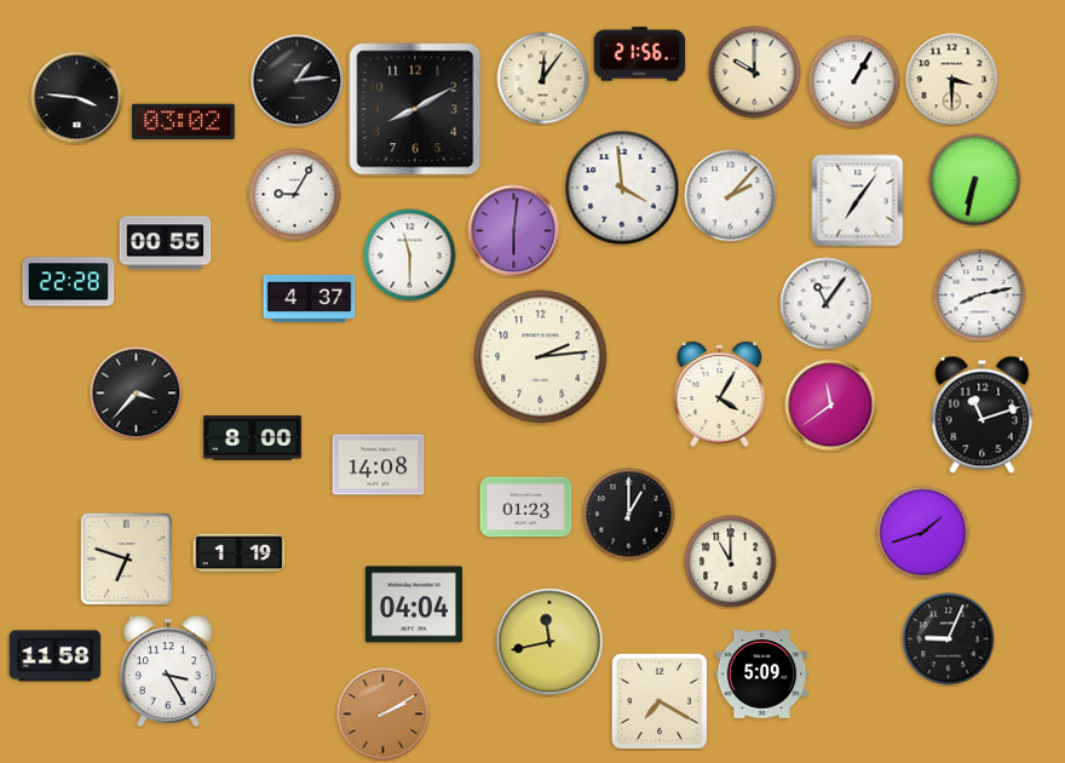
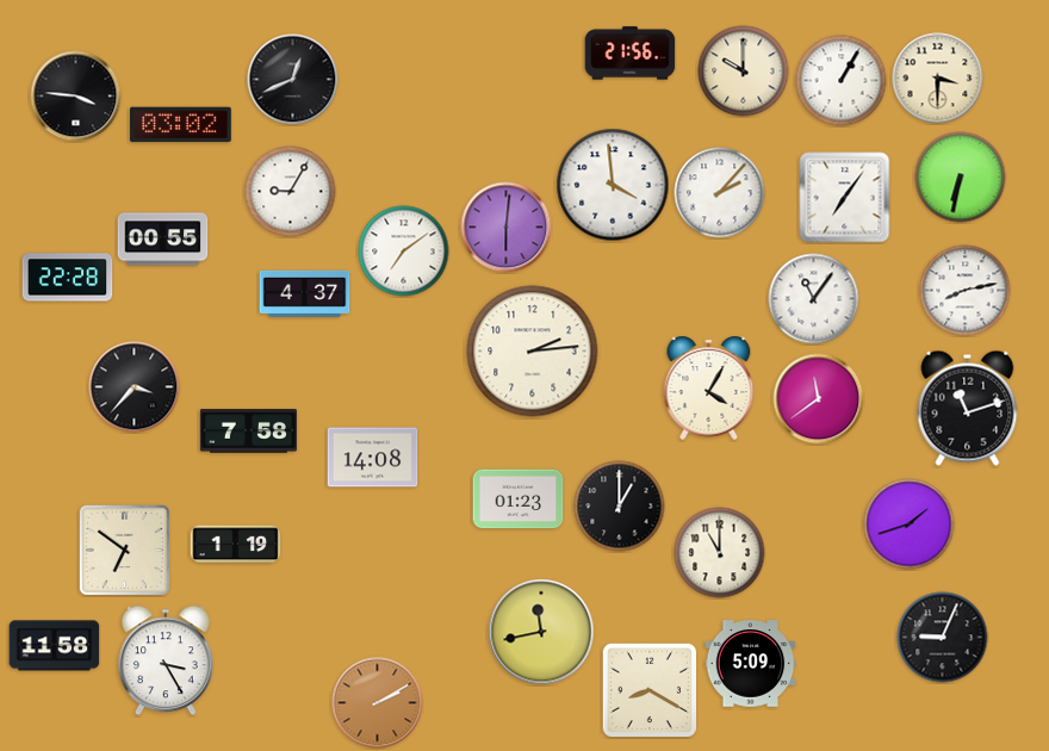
clock at (543, 79): 12:06 -> none
clock at (298, 81): 1:14 -> 12:41
clock at (415, 109): 8:10 -> none
clock at (183, 122) position: (183, 122) -> (180, 125)
clock at (410, 256): 11:30 -> 7:09
clock at (252, 438): 8:00 -> 7:58
clock at (126, 558): 6:48 -> 6:51
clock at (414, 604): 04:04 -> none
clock at (949, 639) position: (949, 639) -> (943, 638)
clock at (660, 701): 7:20 -> 8:20
